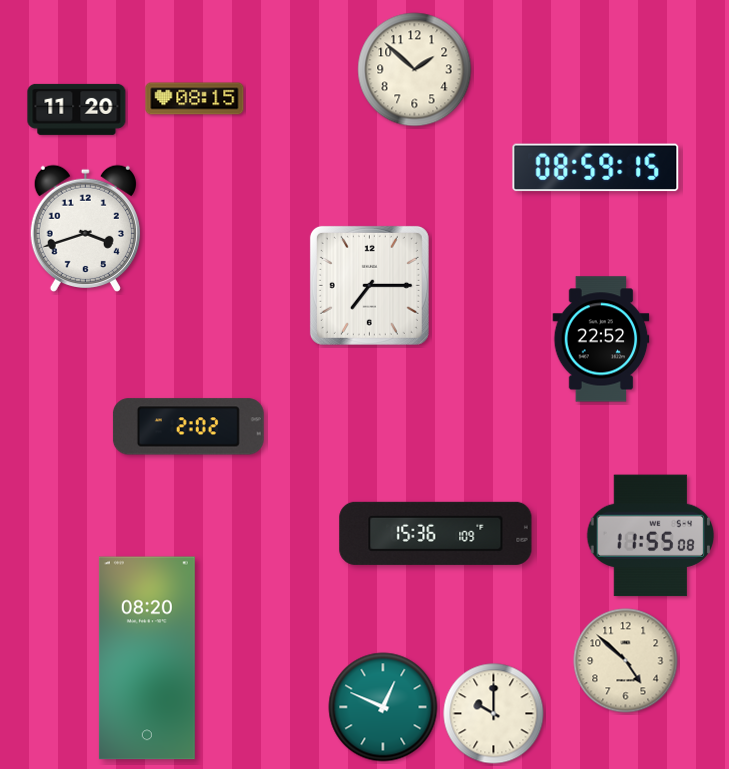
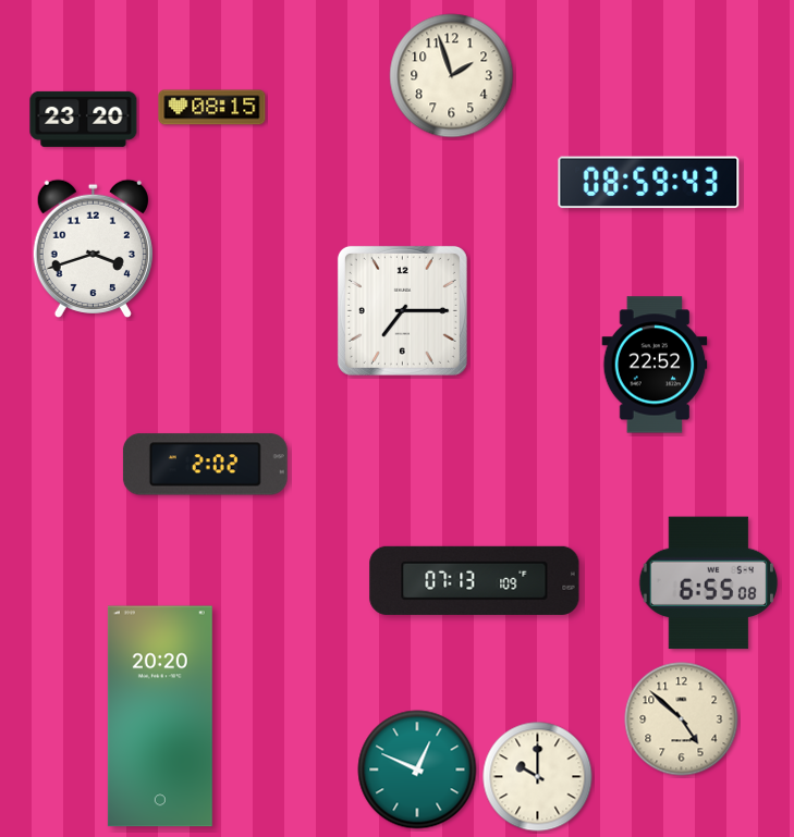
clock at (415, 70): 1:52 -> 1:57
clock at (77, 109): 11:20 -> 23:20
clock at (596, 168): 08:59:15 -> 08:59:43
clock at (601, 339) position: (601, 339) -> (655, 365)
clock at (436, 533): 15:36 -> 07:13
clock at (651, 536): 11:55 -> 6:55
clock at (147, 658): 08:20 -> 20:20
